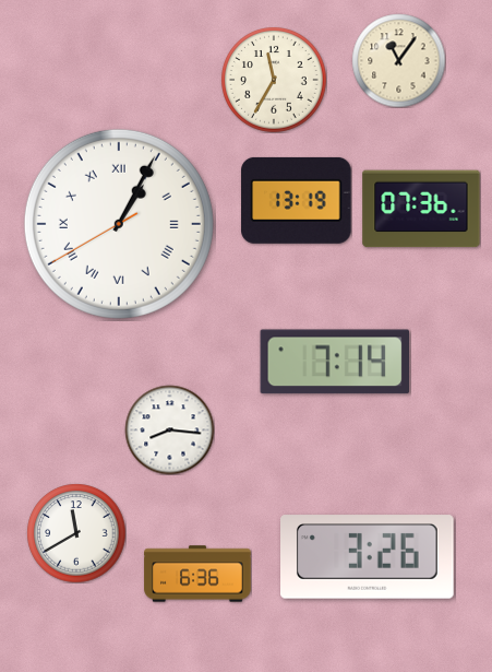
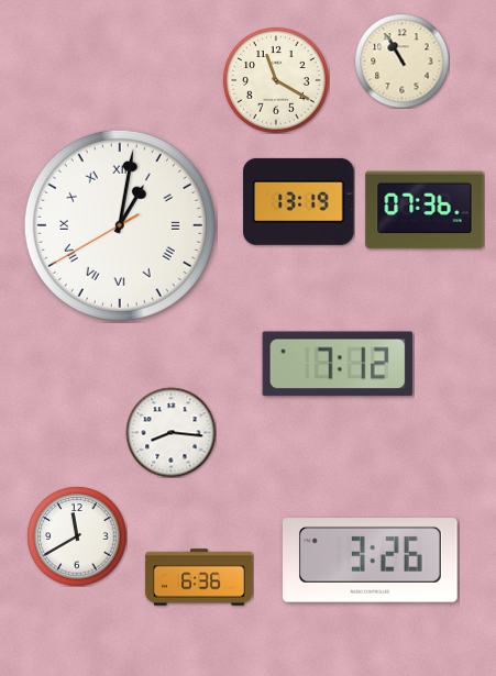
clock at (398, 60): 11:06 -> 10:55
clock at (274, 80): 11:35 -> 11:20
clock at (119, 224): 1:04 -> 1:01
clock at (334, 362): 7:14 -> 7:12
